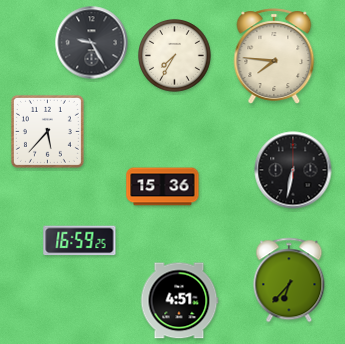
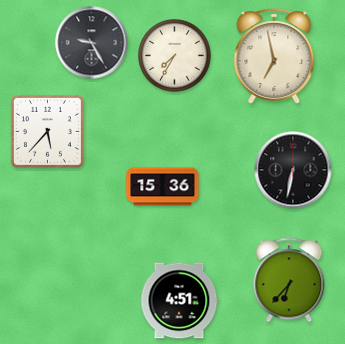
clock at (274, 56): 7:46 -> 6:58
clock at (80, 241): 16:59 -> none
